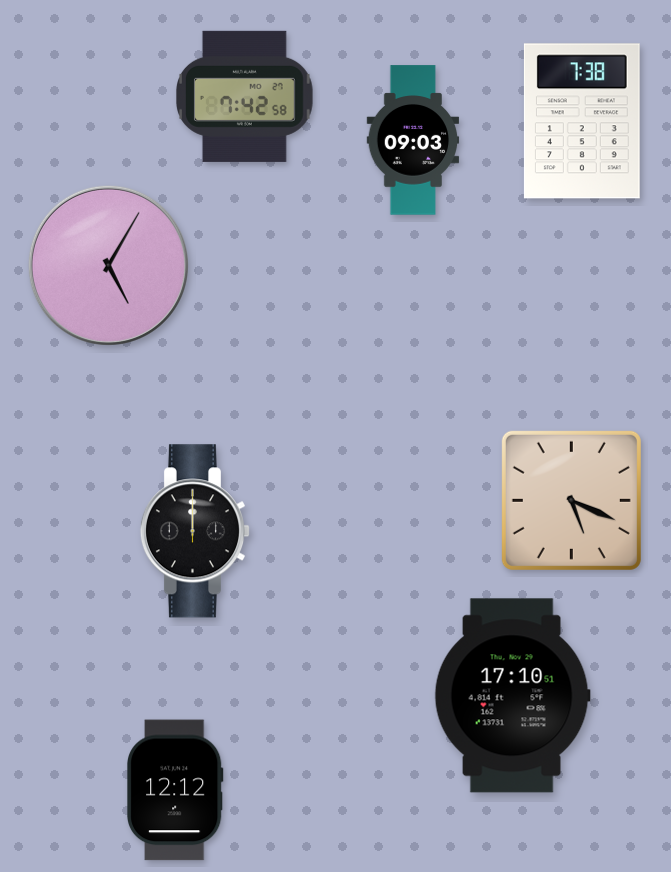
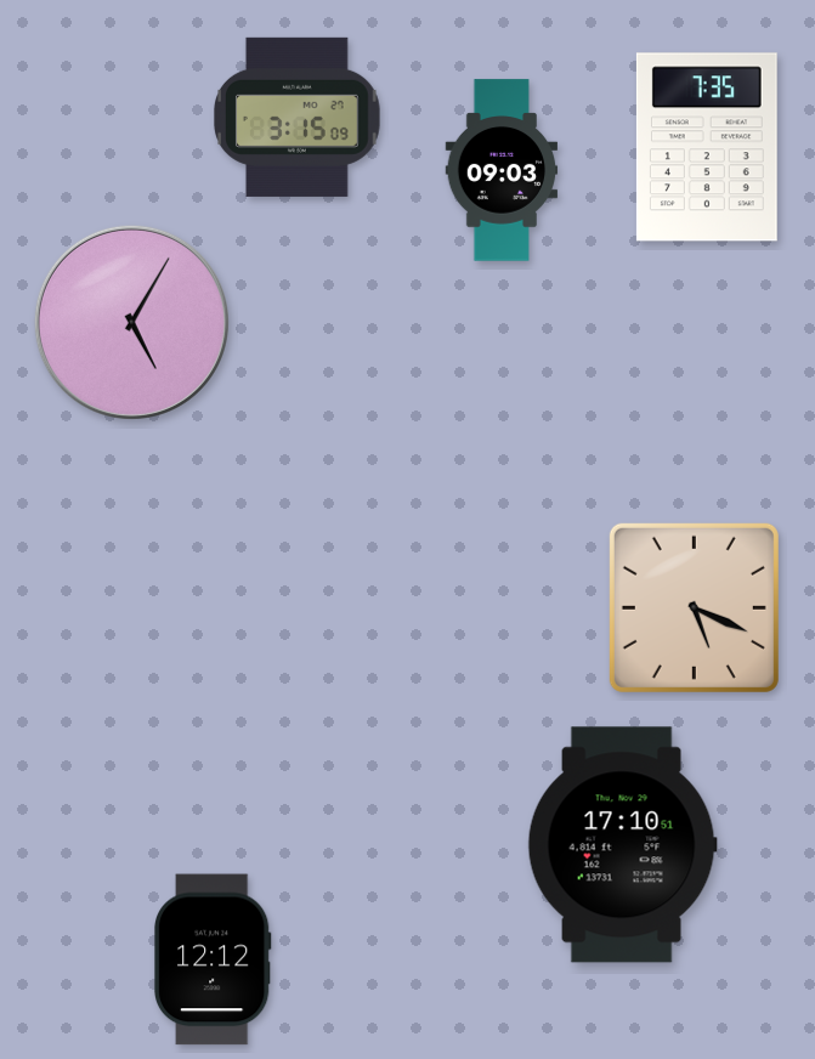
clock at (245, 96): 7:42 -> 3:15
clock at (582, 121): 7:38 -> 7:35
clock at (195, 531): 12:00 -> none
